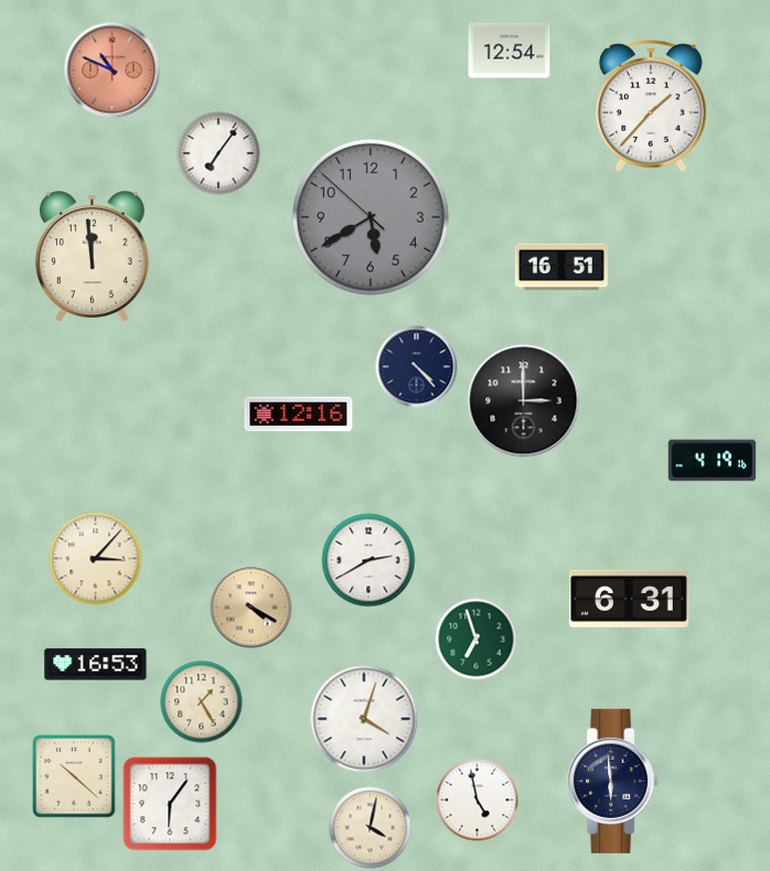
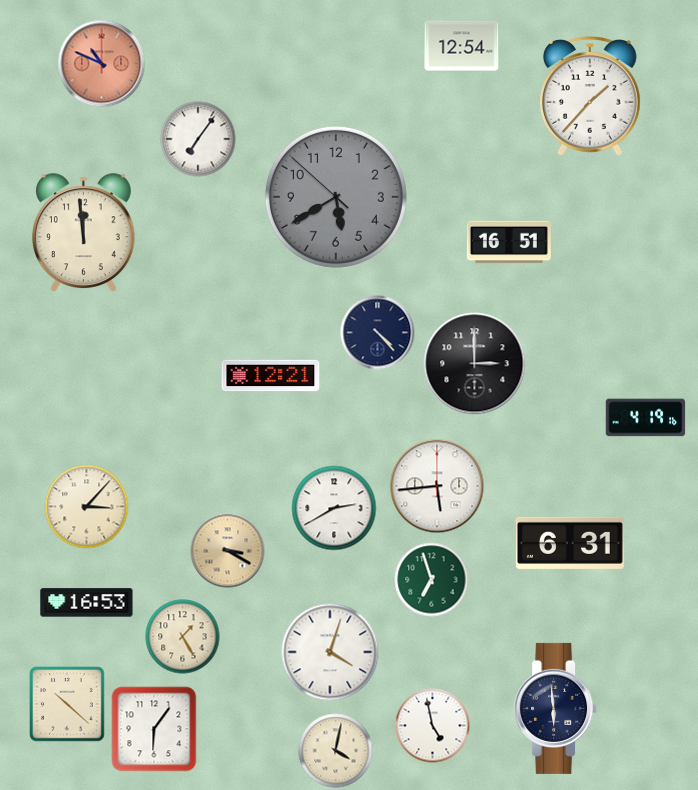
clock at (299, 415): 12:16 -> 12:21
clock at (437, 486): none -> 5:44
clock at (252, 607): 4:20 -> 3:20
